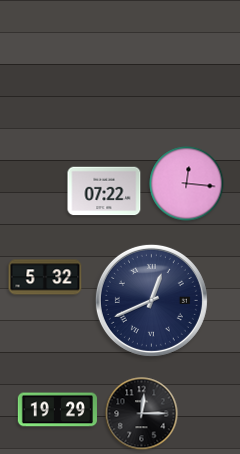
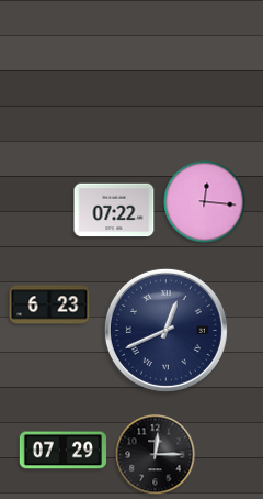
clock at (45, 277): 5:32 -> 6:23
clock at (57, 410): 19:29 -> 07:29
